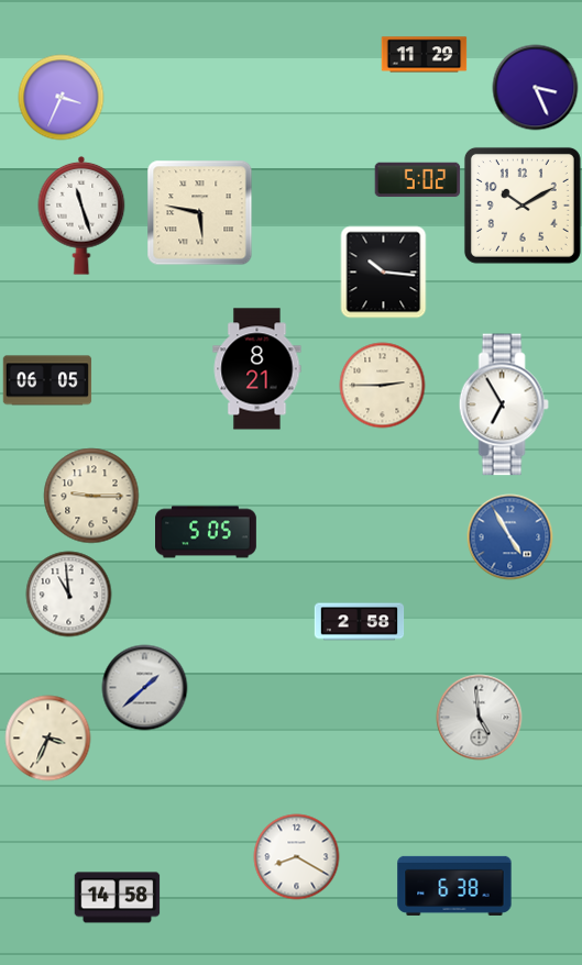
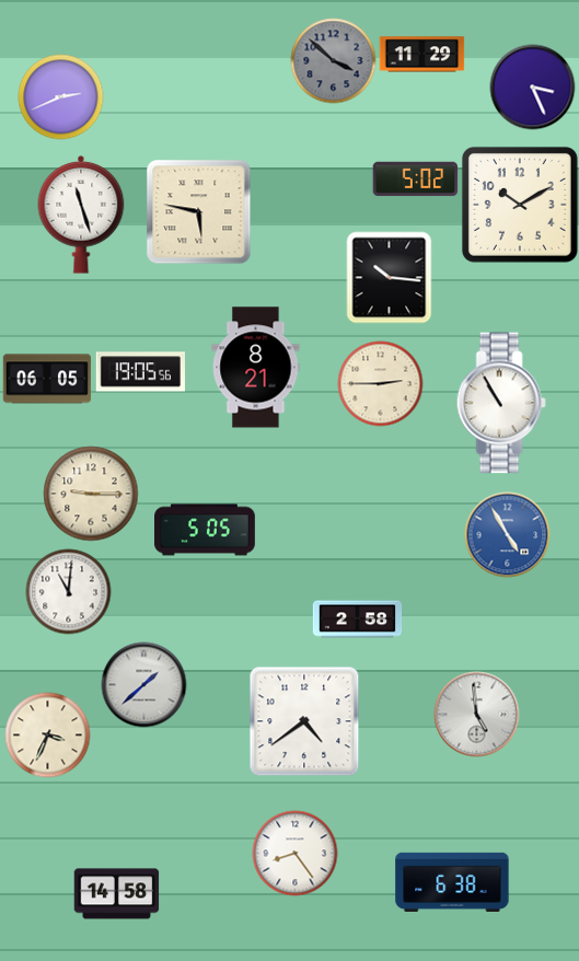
clock at (333, 60): none -> 3:52
clock at (61, 97): 3:34 -> 2:41
clock at (384, 271) position: (384, 271) -> (390, 277)
clock at (140, 372): none -> 19:05
clock at (504, 404): 6:55 -> 10:55
clock at (68, 594): 10:59 -> 11:01
clock at (304, 721): none -> 4:39
clock at (296, 856): 8:20 -> 8:24
